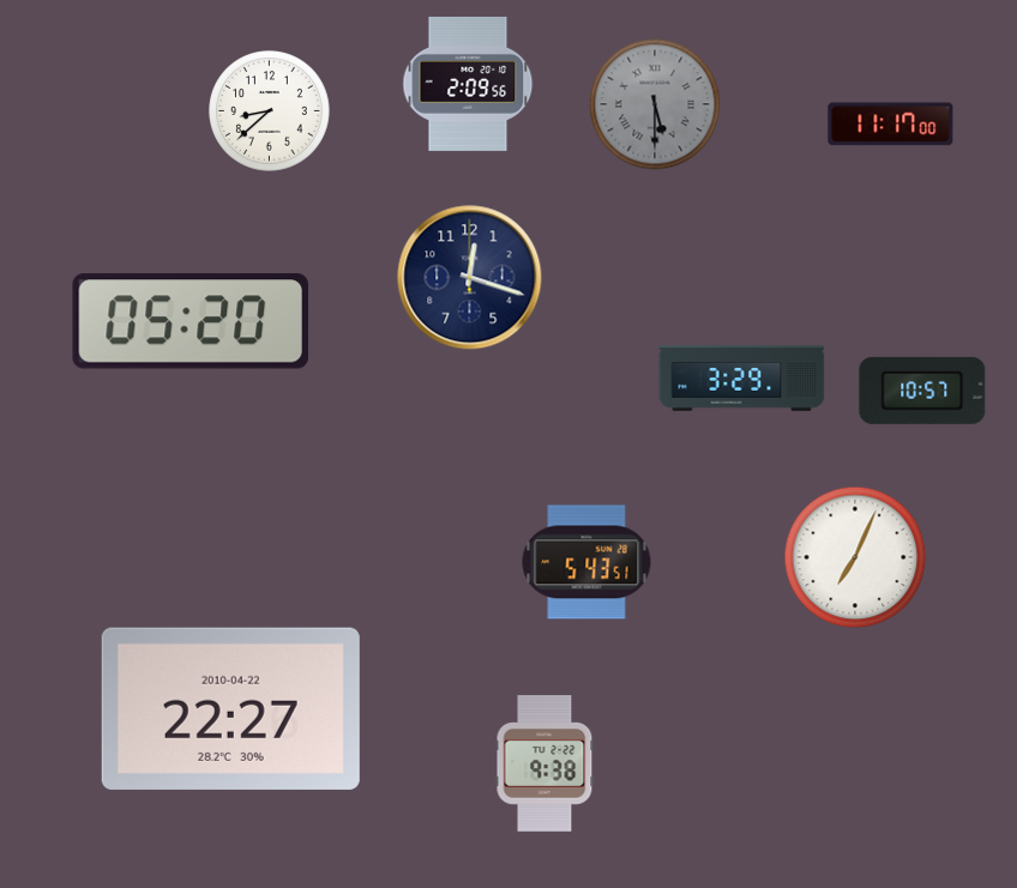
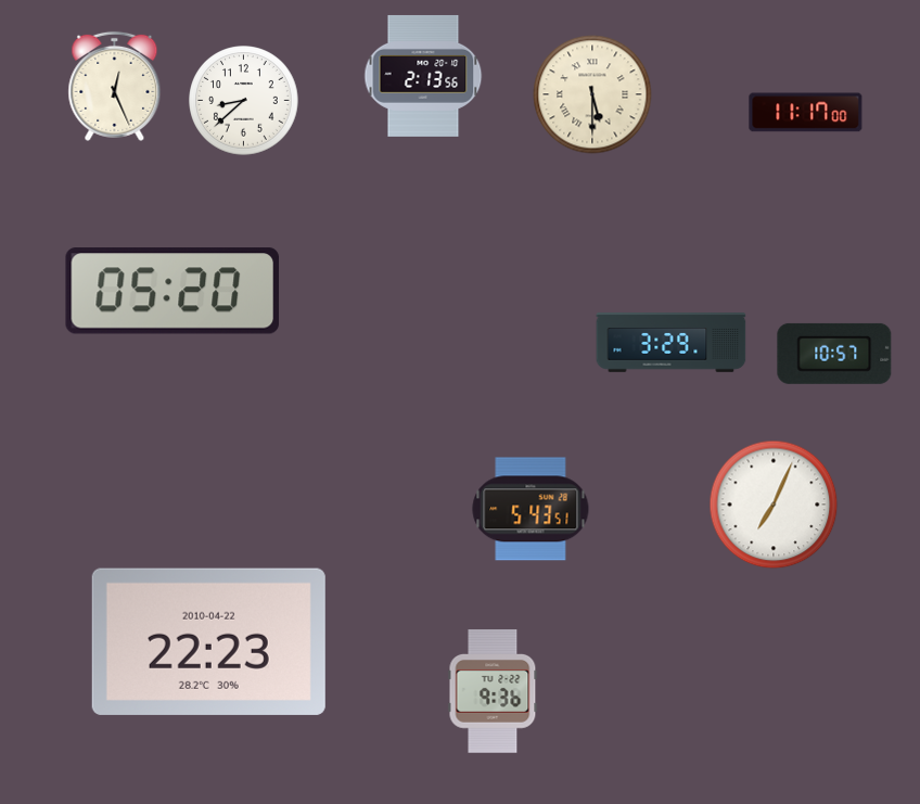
clock at (468, 84): 2:09 -> 2:13
clock at (115, 86): none -> 12:26
clock at (655, 104) dial: grey -> cream
clock at (470, 278): 12:18 -> none
clock at (230, 708): 22:27 -> 22:23
clock at (544, 763): 9:38 -> 9:36
